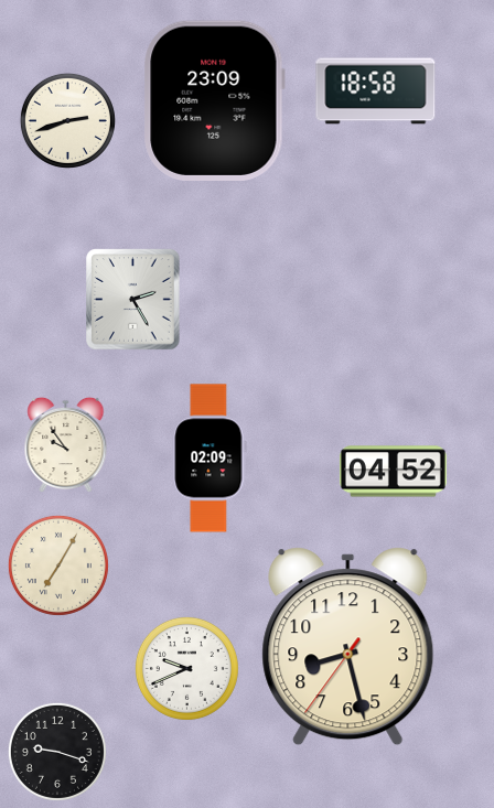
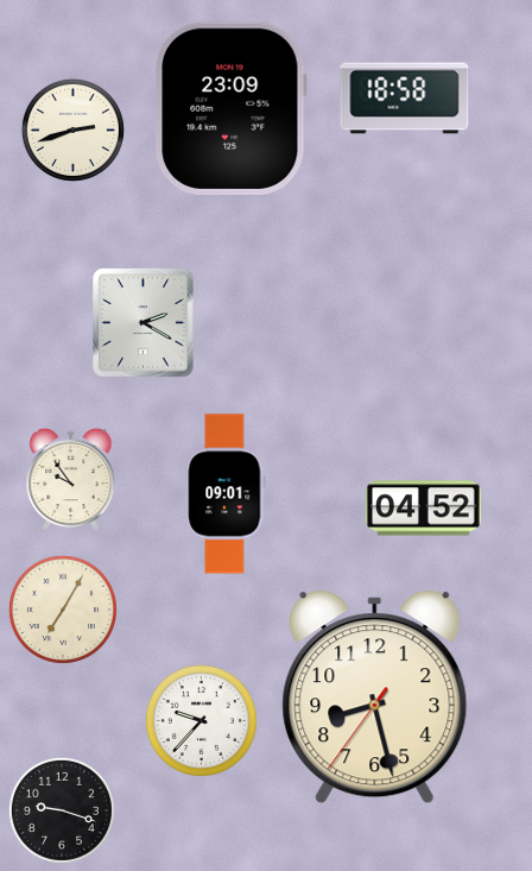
clock at (133, 300): 2:25 -> 2:20
clock at (210, 459): 02:09 -> 09:01
clock at (186, 668): 9:41 -> 9:37
